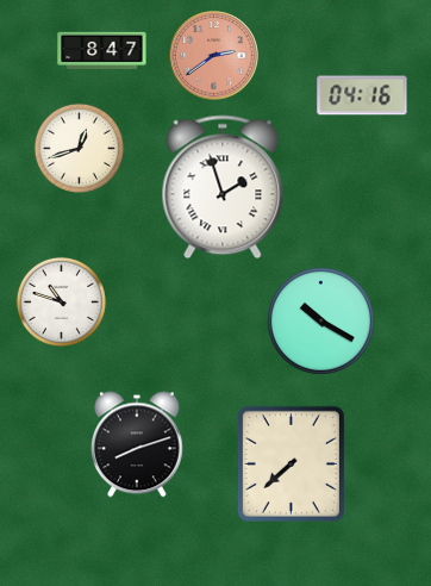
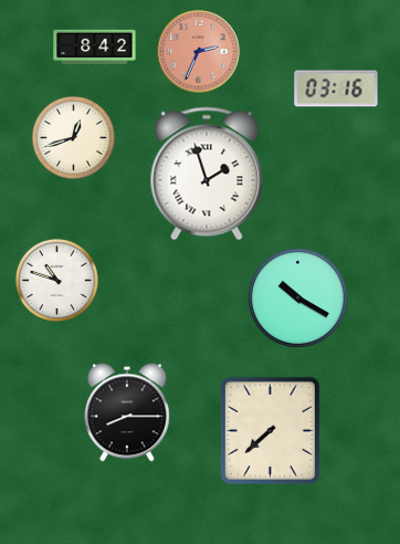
clock at (102, 50): 8:47 -> 8:42
clock at (214, 56): 2:39 -> 2:34
clock at (362, 95): 04:16 -> 03:16
clock at (138, 444): 8:12 -> 8:15
